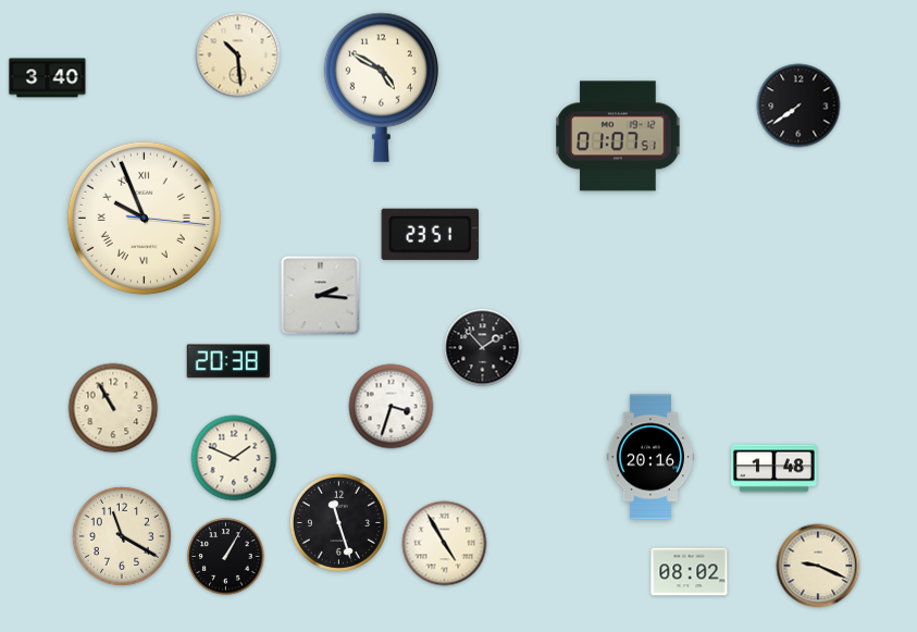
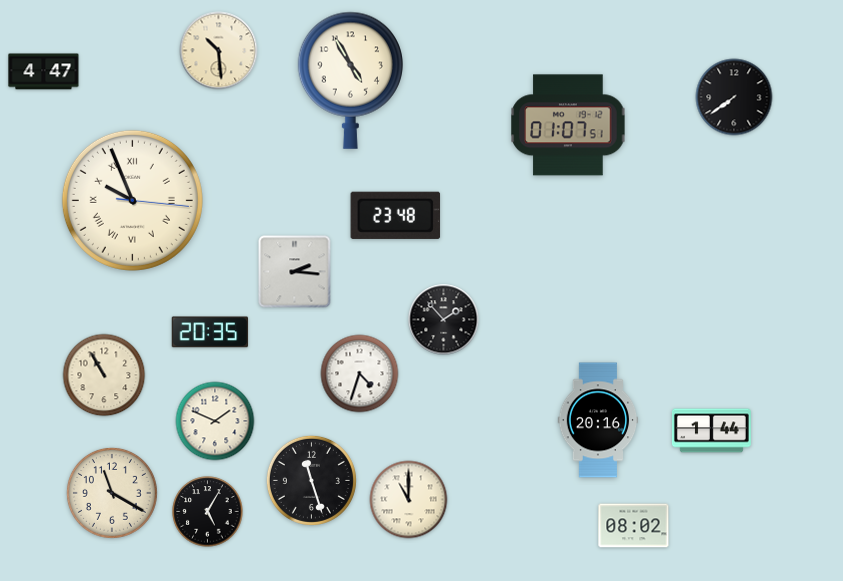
clock at (48, 78): 3:40 -> 4:47
clock at (381, 87): 4:50 -> 4:55
clock at (431, 234): 23:51 -> 23:48
clock at (228, 361): 20:38 -> 20:35
clock at (392, 407): 3:33 -> 4:33
clock at (773, 469): 1:48 -> 1:44
clock at (445, 544): 4:55 -> 11:00
clock at (226, 557): 1:05 -> 5:05
clock at (818, 566): 9:19 -> none
